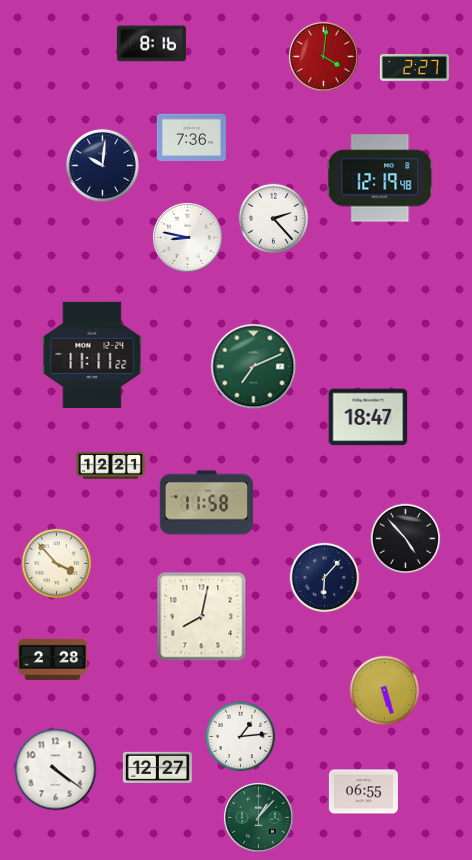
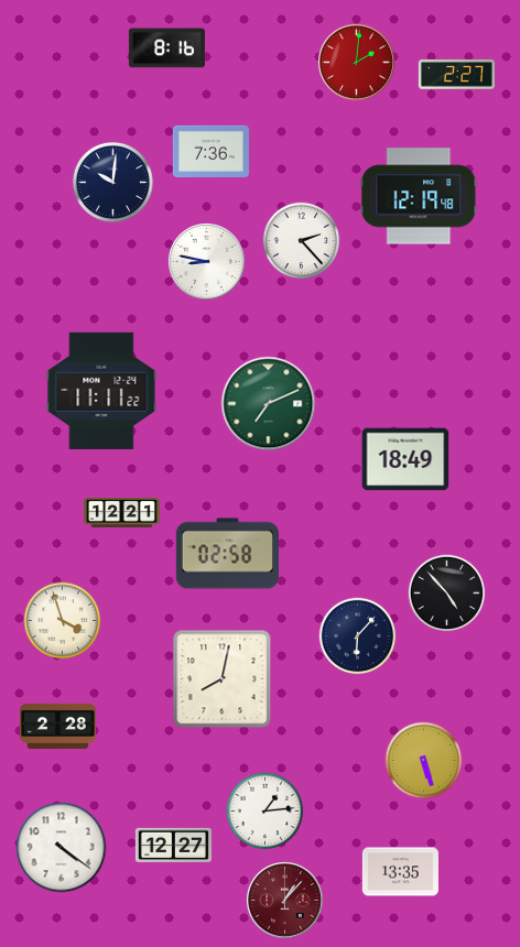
clock at (324, 57): 4:01 -> 2:01
clock at (254, 367) position: (254, 367) -> (269, 404)
clock at (368, 417): 18:47 -> 18:49
clock at (206, 503): 11:58 -> 02:58
clock at (57, 564): 3:53 -> 3:57
clock at (363, 792): 06:55 -> 13:35
clock at (259, 818) dial: green -> burgundy
